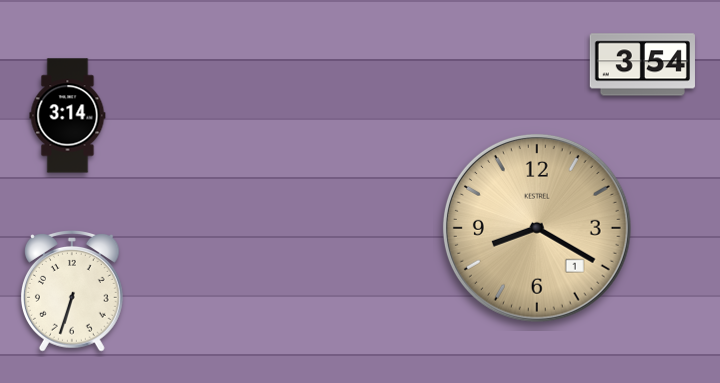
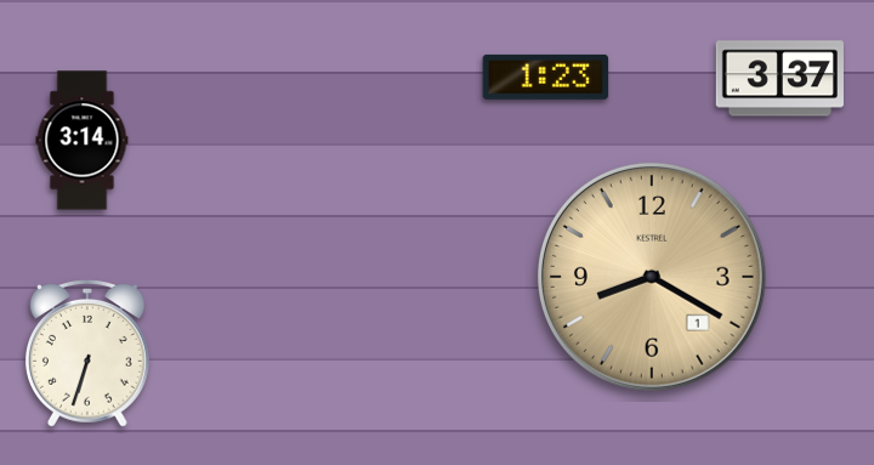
clock at (546, 76): none -> 1:23
clock at (642, 65): 3:54 -> 3:37
